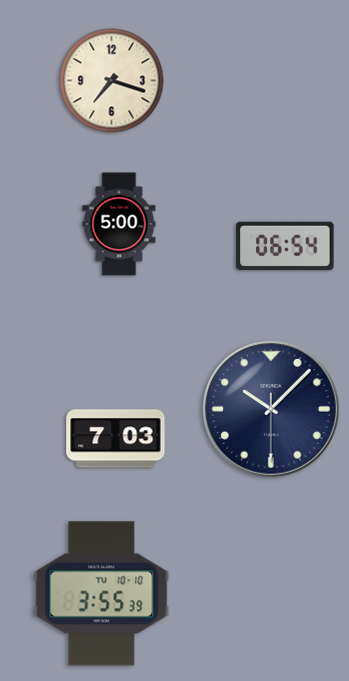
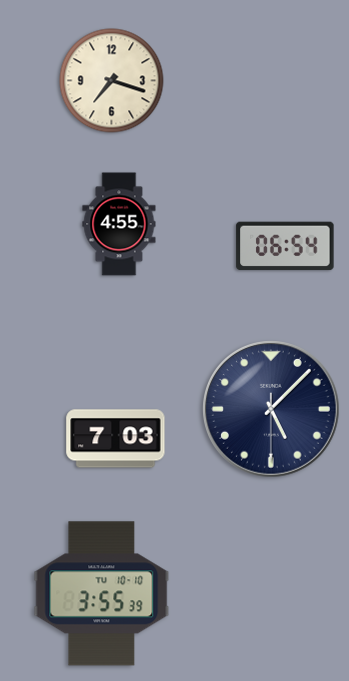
clock at (119, 224): 5:00 -> 4:55
clock at (272, 410): 10:07 -> 5:07
